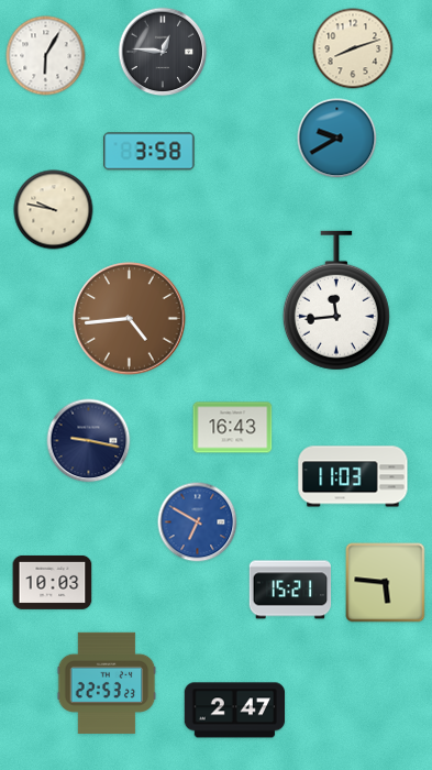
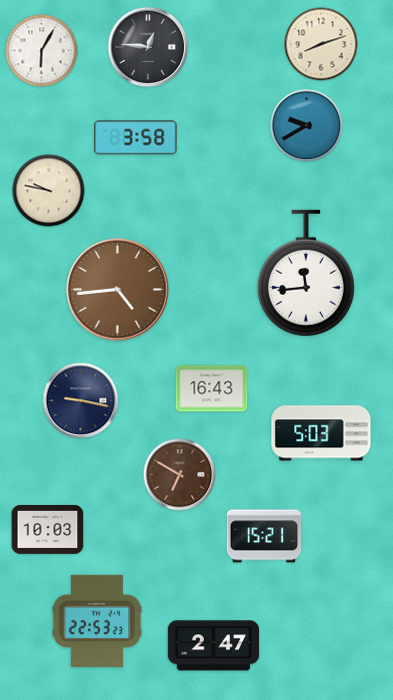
clock at (353, 476): 11:03 -> 5:03
clock at (198, 522) dial: blue -> brown
clock at (386, 583): 5:46 -> none
